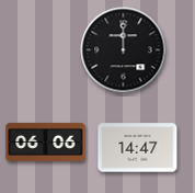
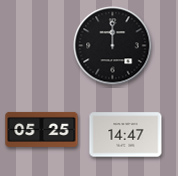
clock at (46, 141): 06:06 -> 05:25
